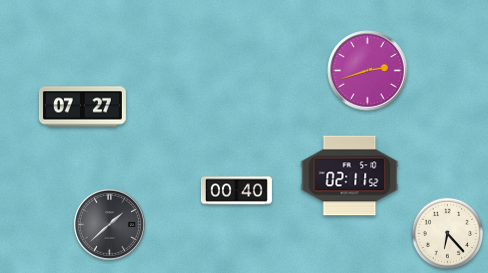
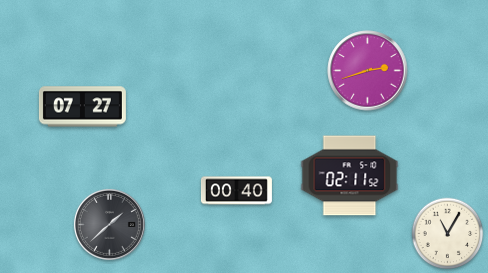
clock at (448, 234): 6:23 -> 11:05
